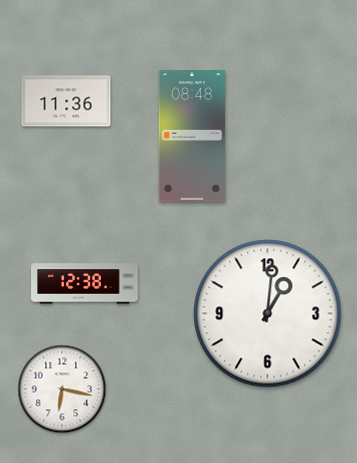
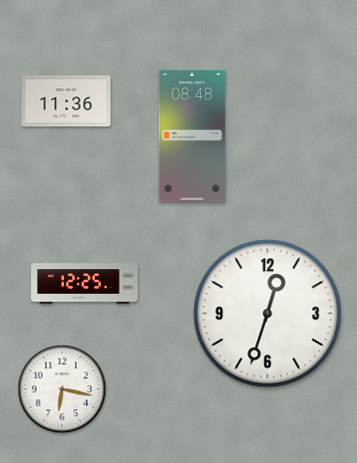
clock at (85, 284): 12:38 -> 12:25
clock at (268, 314): 1:01 -> 12:33
